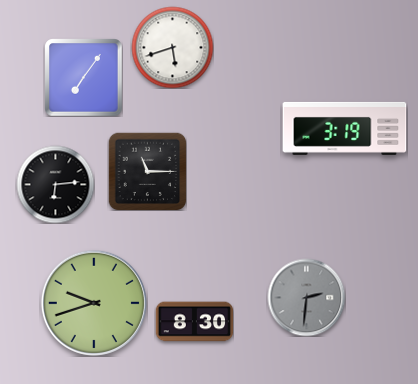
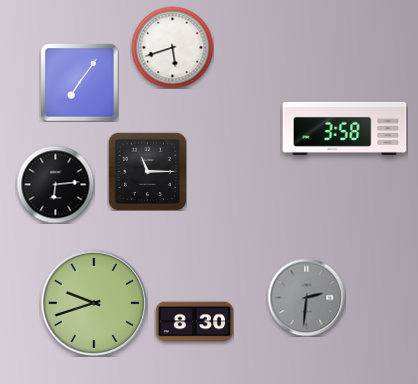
clock at (83, 77) position: (83, 77) -> (79, 82)
clock at (345, 128): 3:19 -> 3:58
